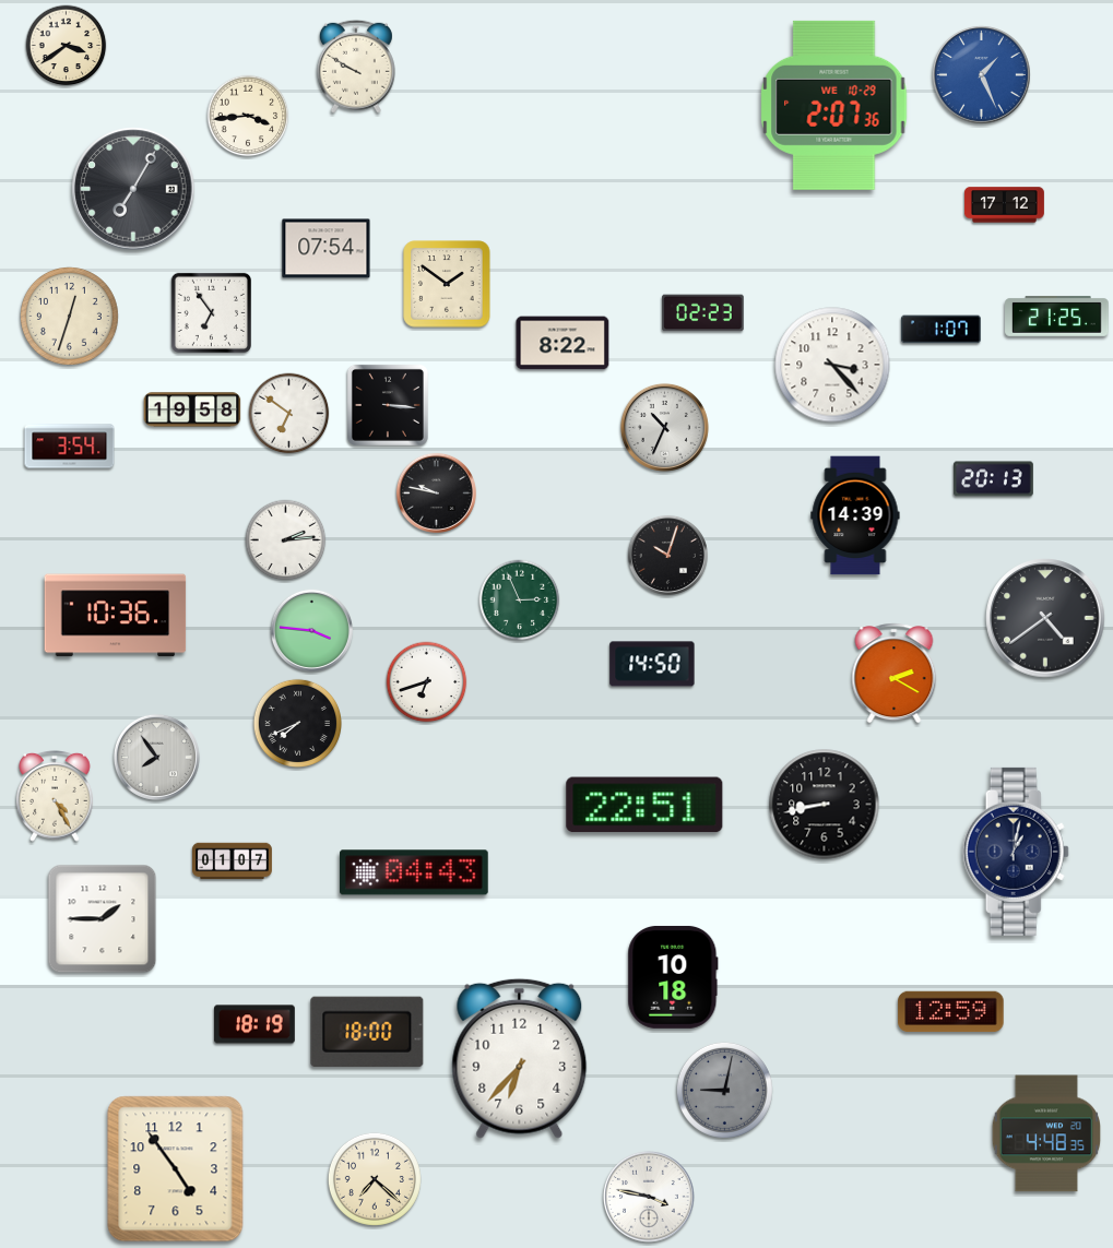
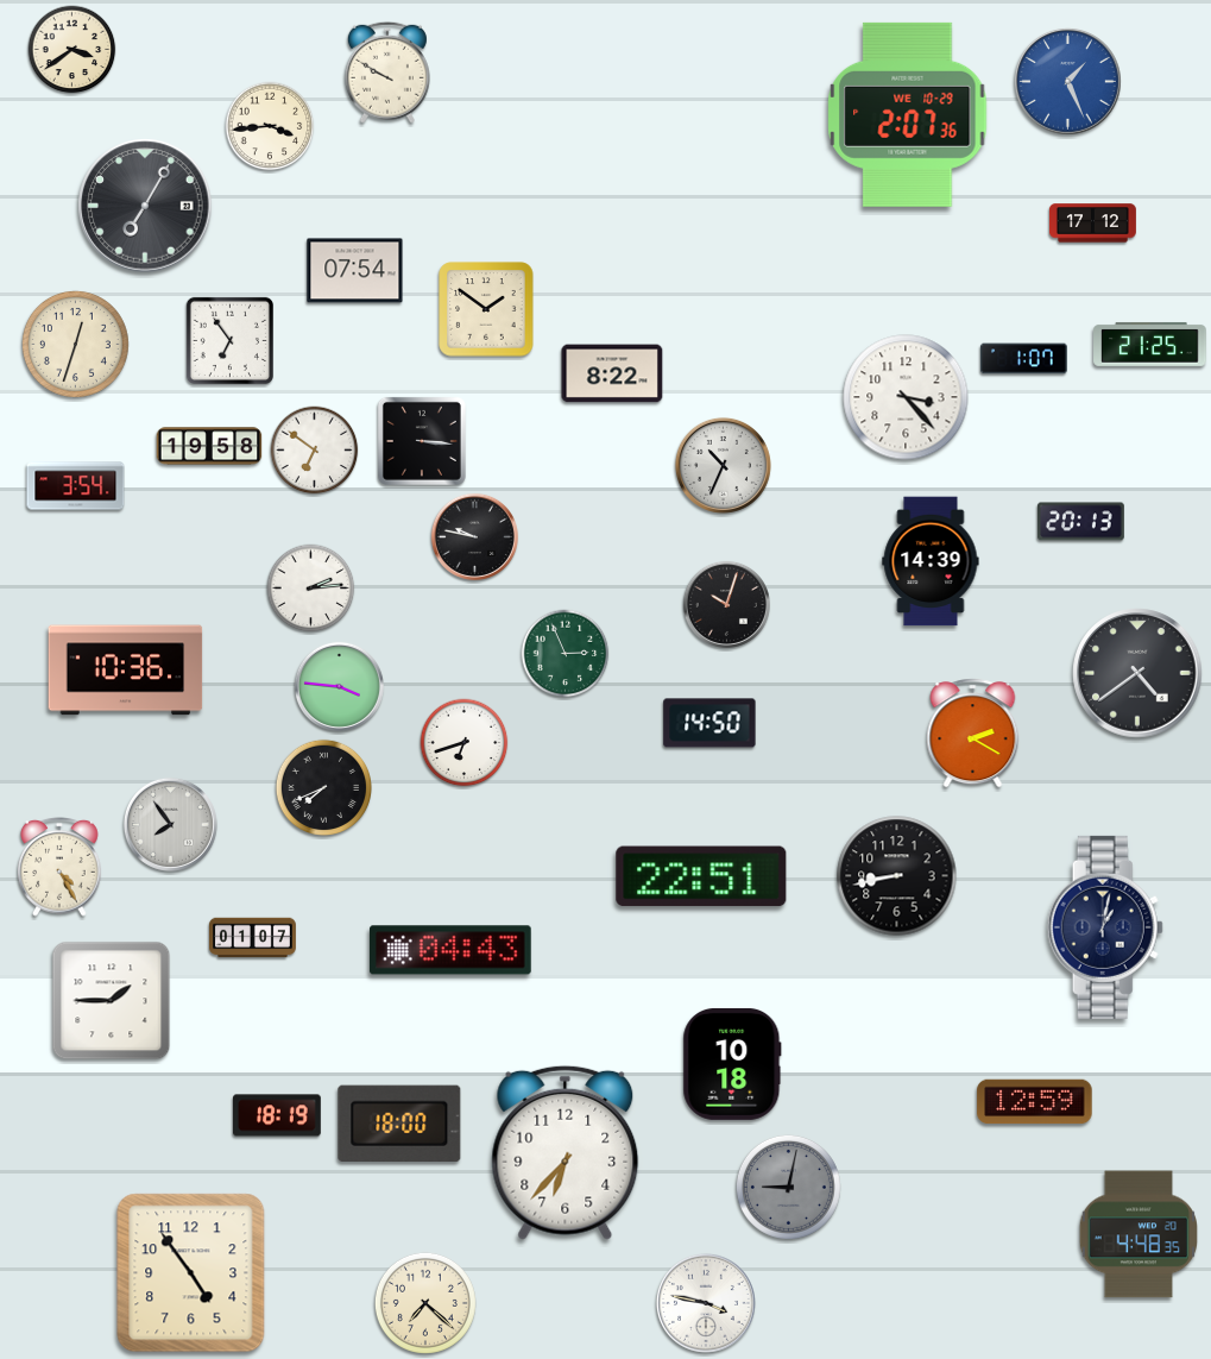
clock at (703, 313): 02:23 -> none
clock at (375, 1179) position: (375, 1179) -> (425, 1303)
